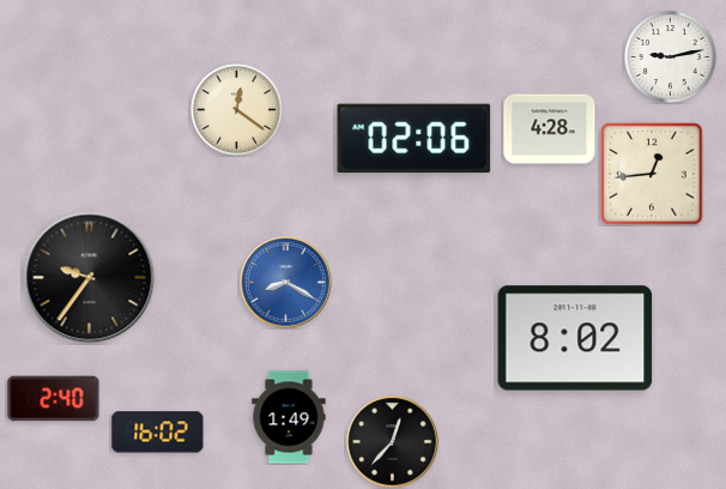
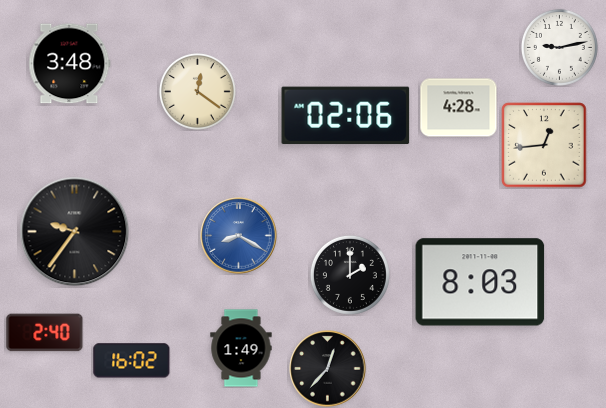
clock at (70, 64): none -> 3:48
clock at (350, 275): none -> 2:00
clock at (575, 338): 8:02 -> 8:03
